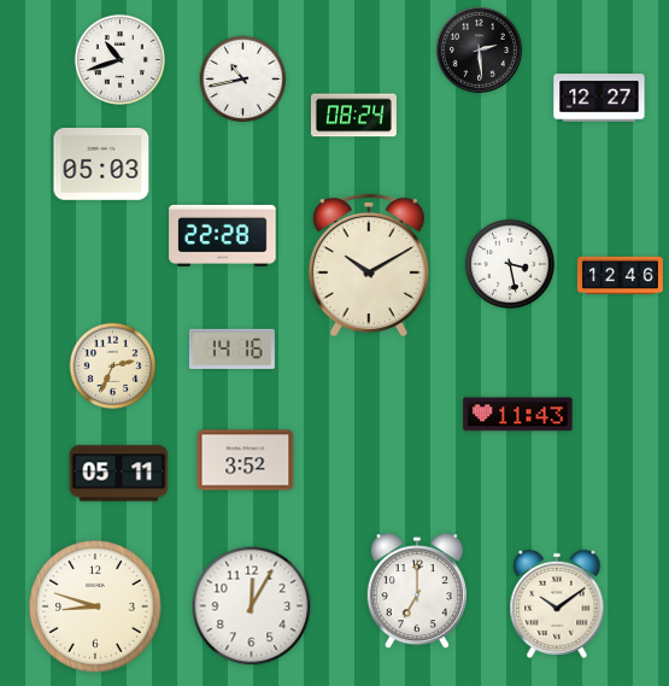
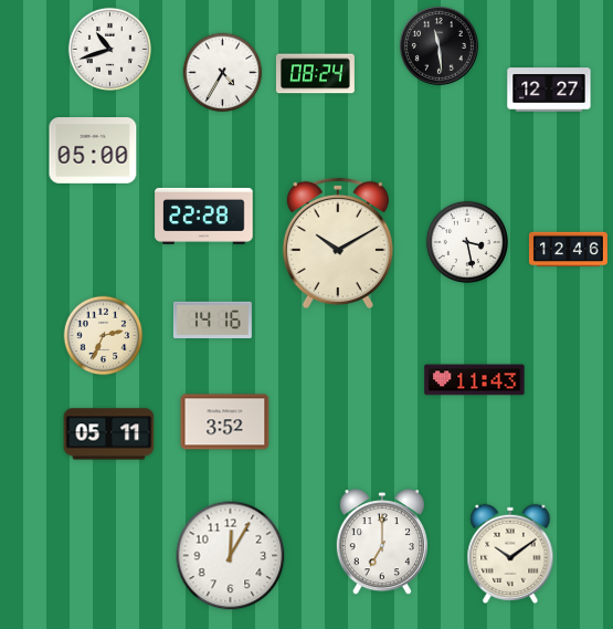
clock at (479, 49): 2:29 -> 11:29
clock at (119, 59) position: (119, 59) -> (109, 49)
clock at (243, 80): 10:43 -> 4:35
clock at (353, 116) position: (353, 116) -> (315, 74)
clock at (101, 165): 05:03 -> 05:00
clock at (620, 276) position: (620, 276) -> (568, 250)
clock at (95, 606): 8:48 -> none
